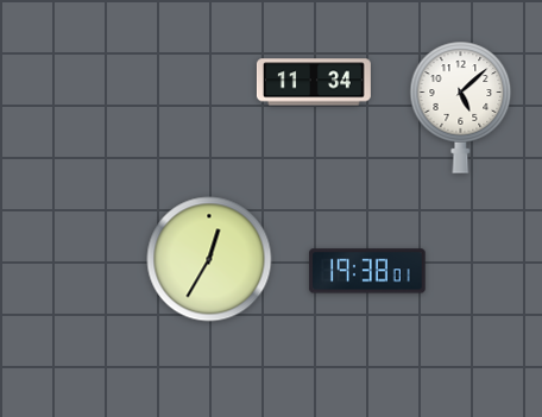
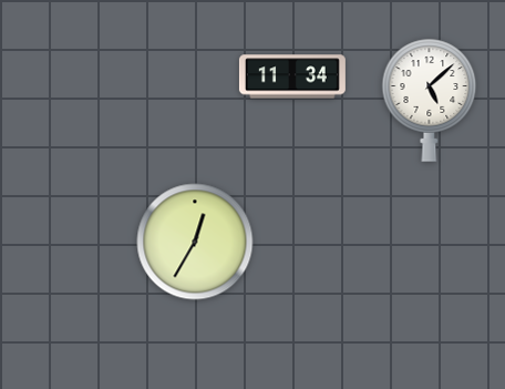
clock at (367, 271): 19:38 -> none
